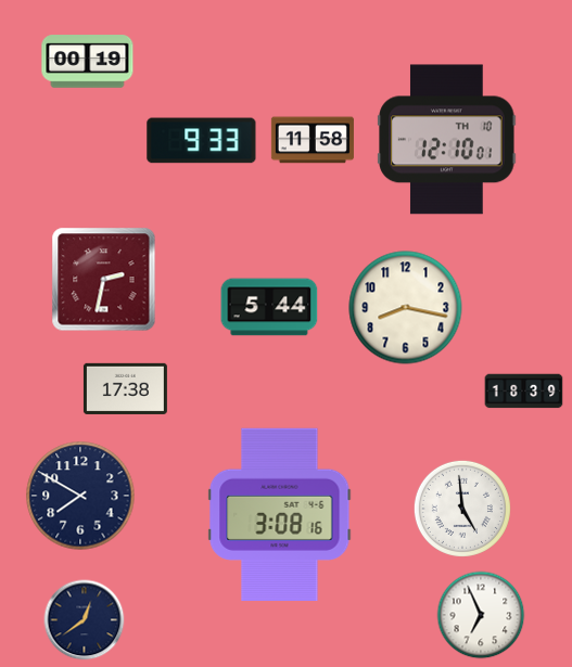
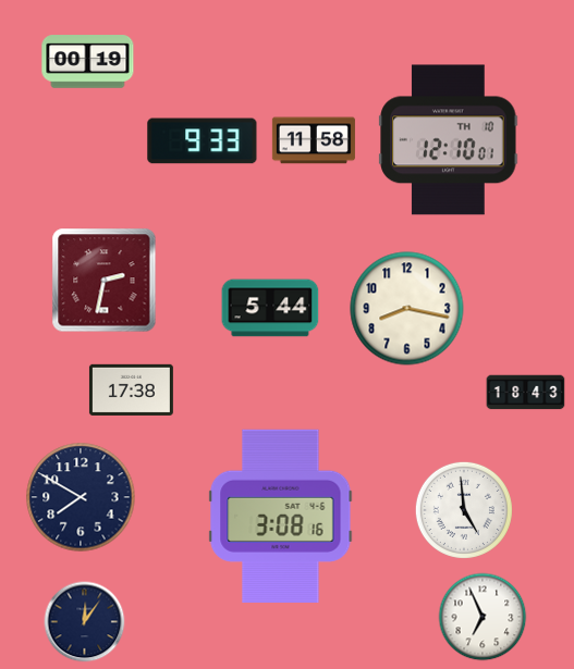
clock at (125, 388) position: (125, 388) -> (131, 389)
clock at (524, 392): 18:39 -> 18:43
clock at (85, 620): 12:39 -> 12:06
